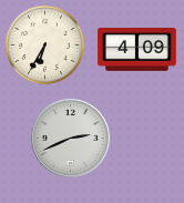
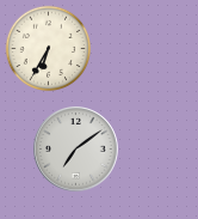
clock at (137, 50): 4:09 -> none
clock at (71, 139): 2:41 -> 7:09
